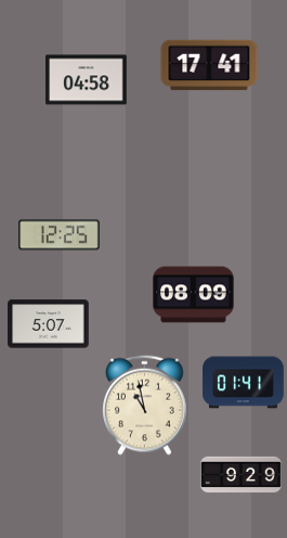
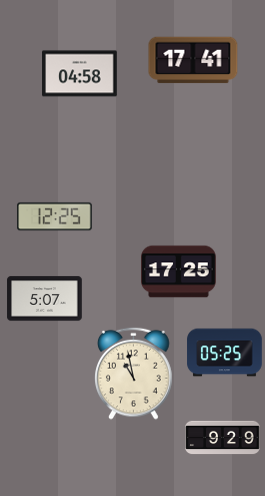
clock at (194, 295): 08:09 -> 17:25
clock at (244, 383): 01:41 -> 05:25
